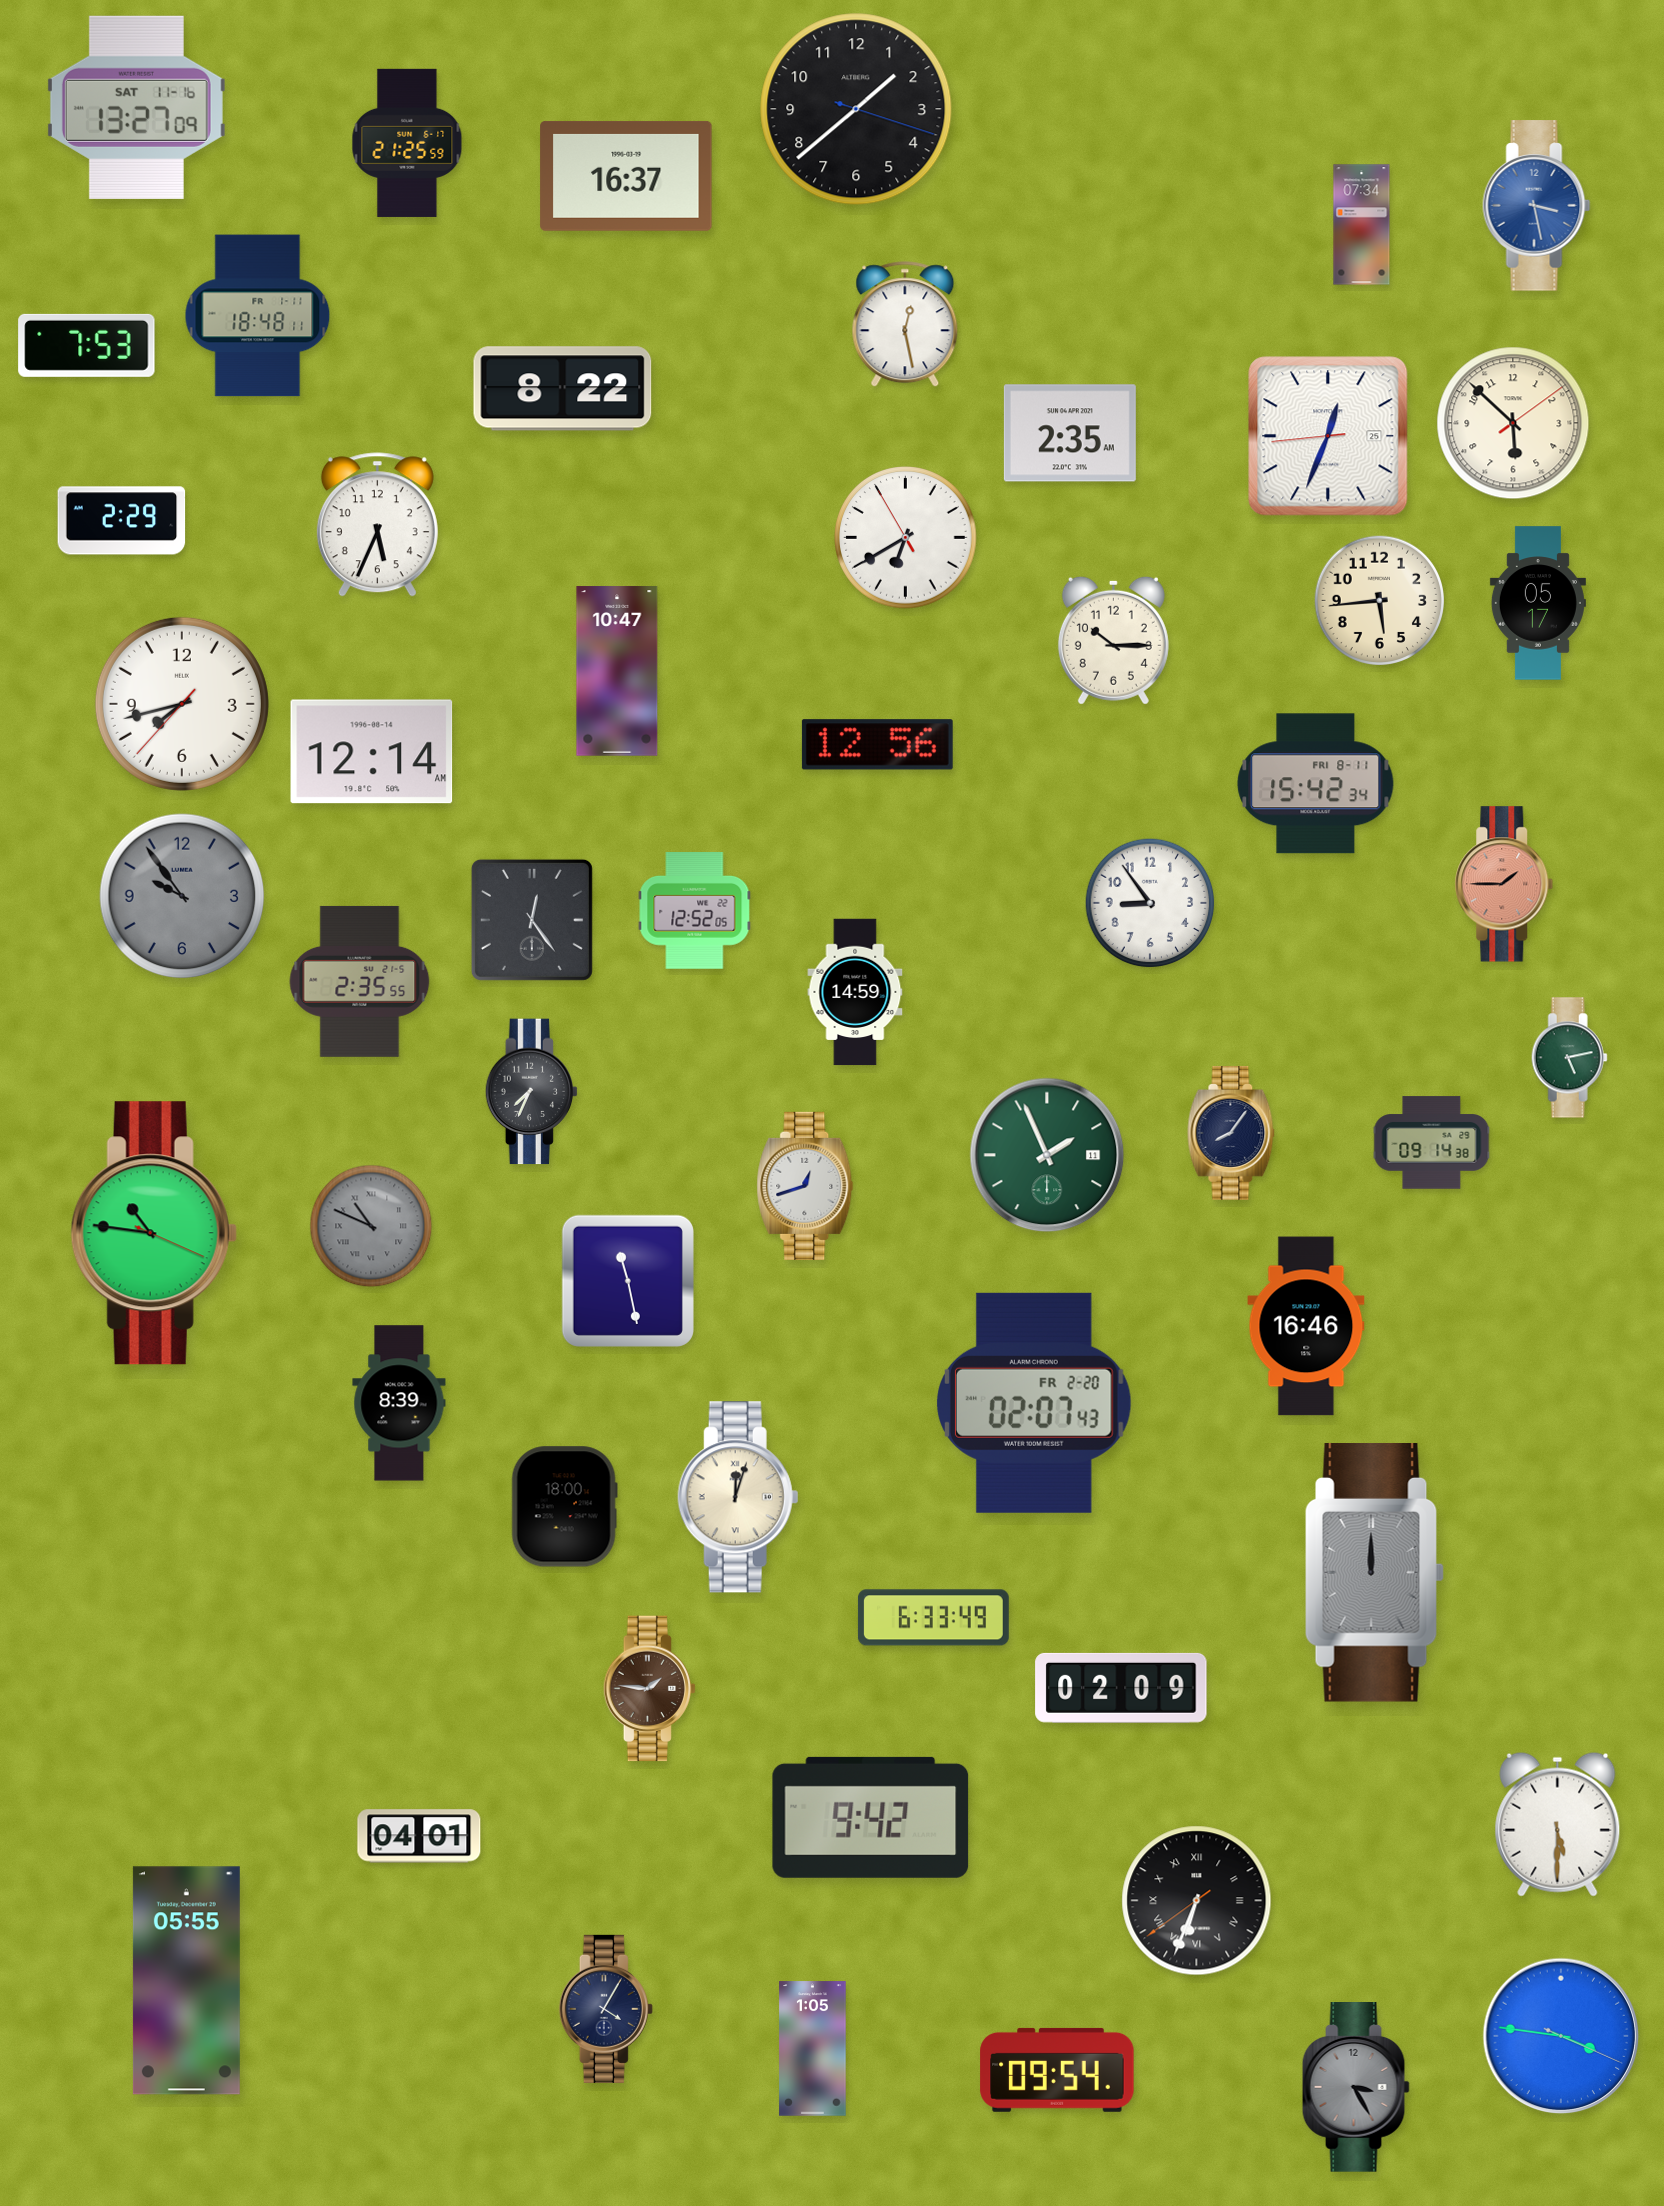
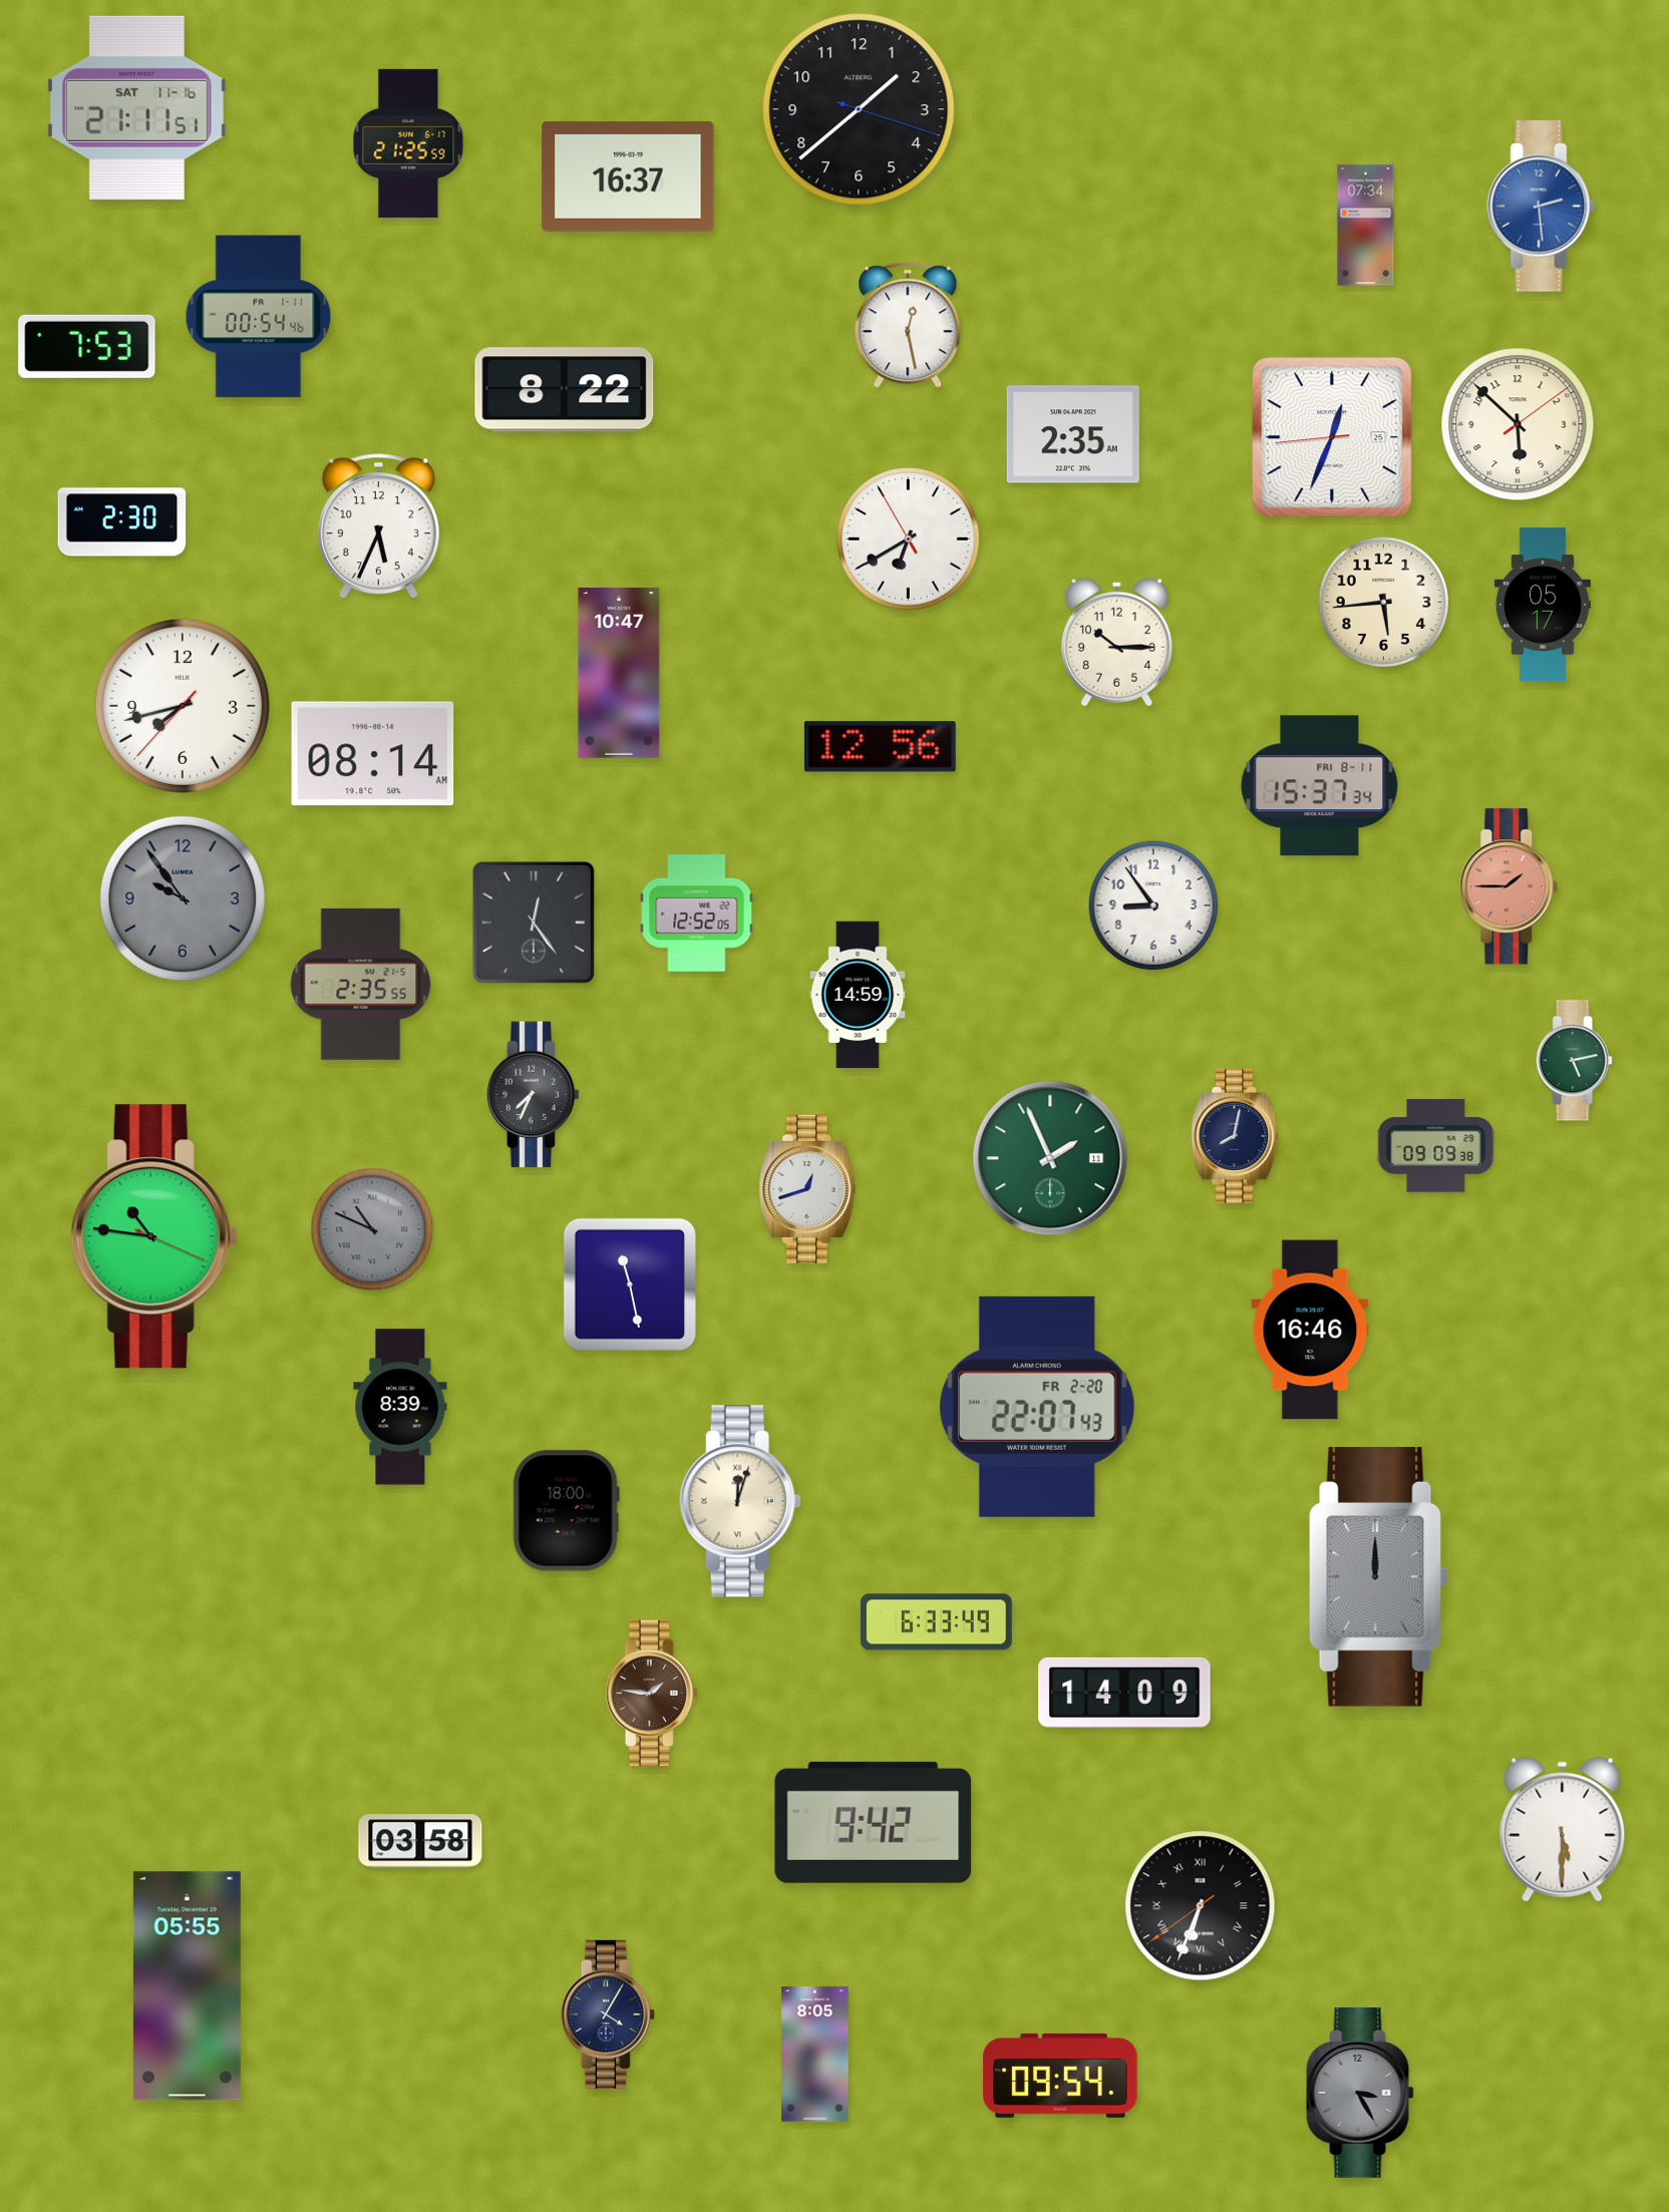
clock at (136, 107): 13:27 -> 21:11
clock at (1537, 206): 3:28 -> 2:29
clock at (258, 316): 18:48 -> 00:54
clock at (122, 521): 2:29 -> 2:30
clock at (372, 752): 12:14 -> 08:14
clock at (1316, 784): 15:42 -> 15:37
clock at (1231, 1134): 8:06 -> 8:02
clock at (1432, 1143): 09:14 -> 09:09
clock at (1034, 1403): 02:07 -> 22:07
clock at (1121, 1688): 02:09 -> 14:09
clock at (419, 1836): 04:01 -> 03:58
clock at (1561, 2036): 3:46 -> none
clock at (813, 2049): 1:05 -> 8:05
